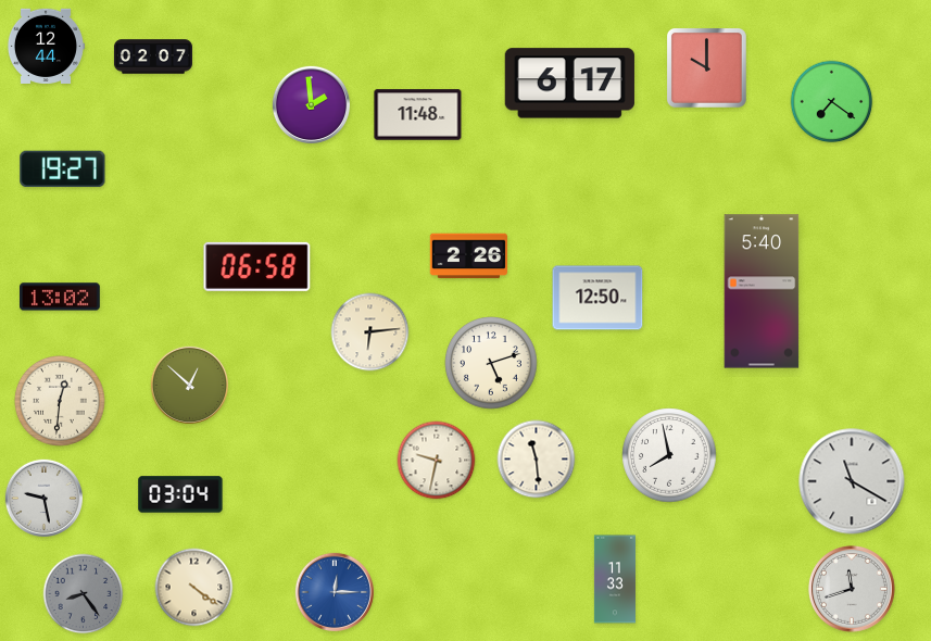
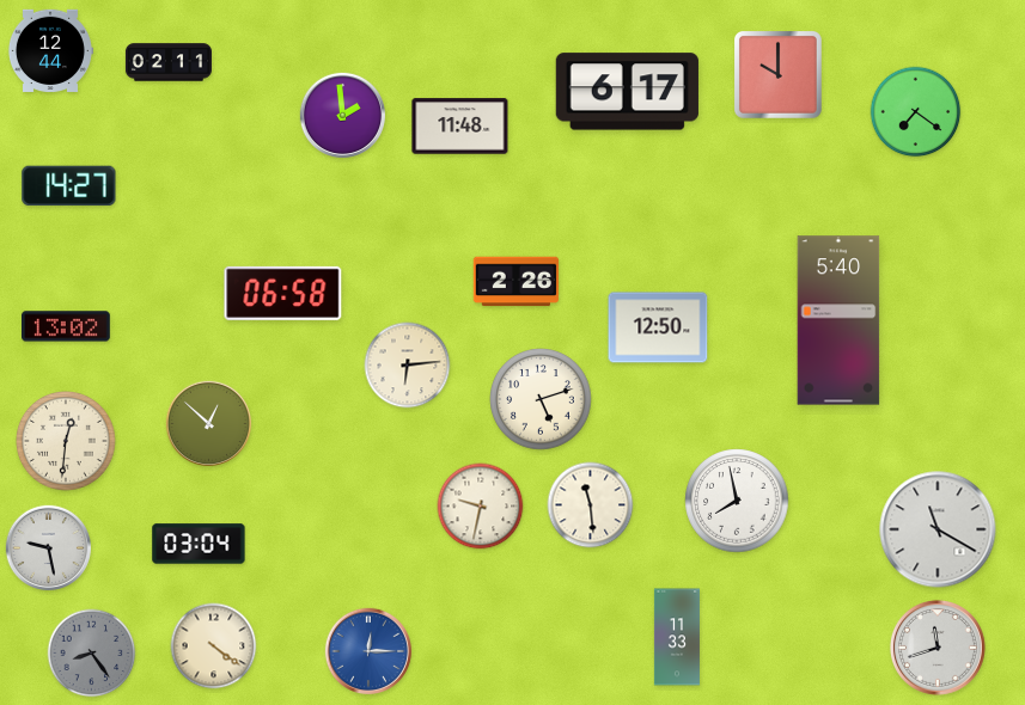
clock at (153, 56): 02:07 -> 02:11
clock at (63, 169): 19:27 -> 14:27
